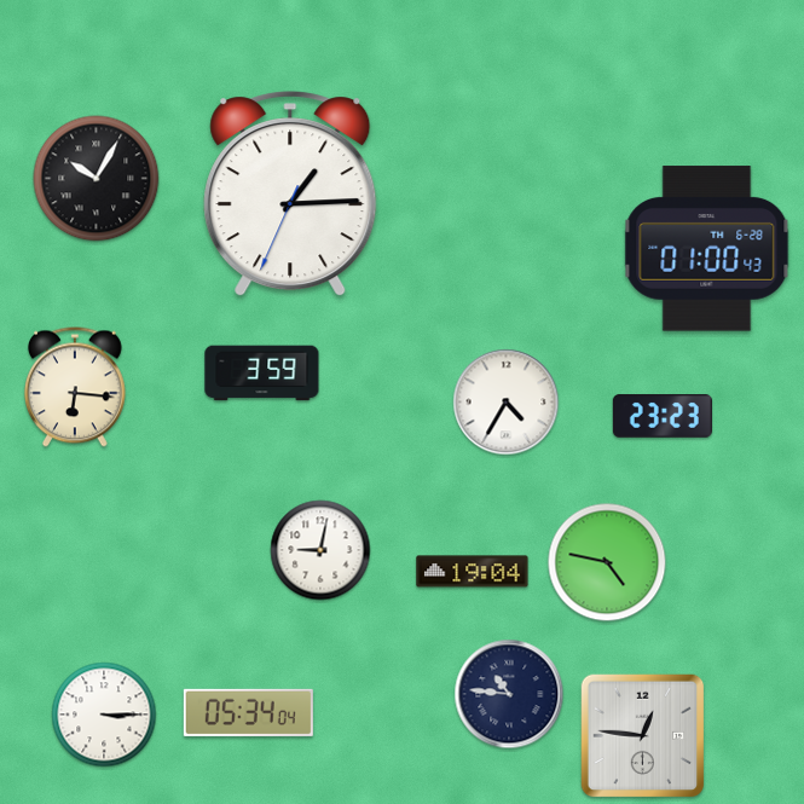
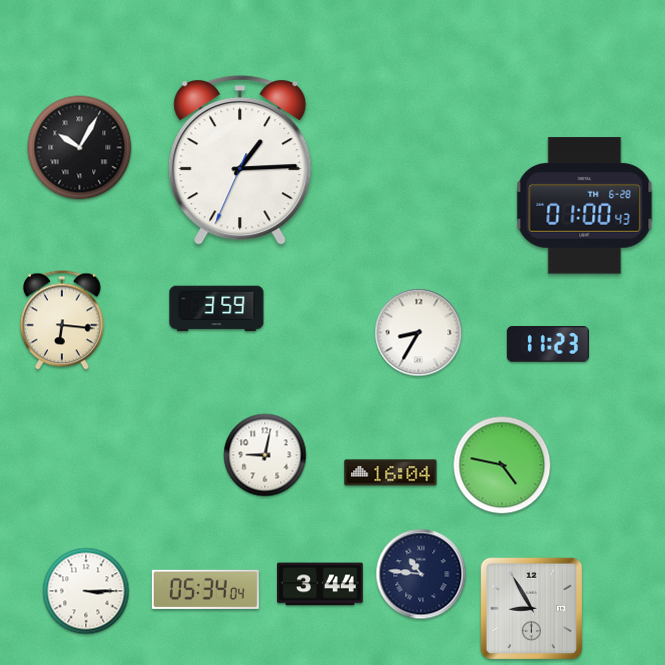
clock at (507, 403): 4:35 -> 8:35
clock at (663, 416): 23:23 -> 11:23
clock at (473, 572): 19:04 -> 16:04
clock at (321, 584): none -> 3:44
clock at (643, 736): 12:46 -> 8:55
